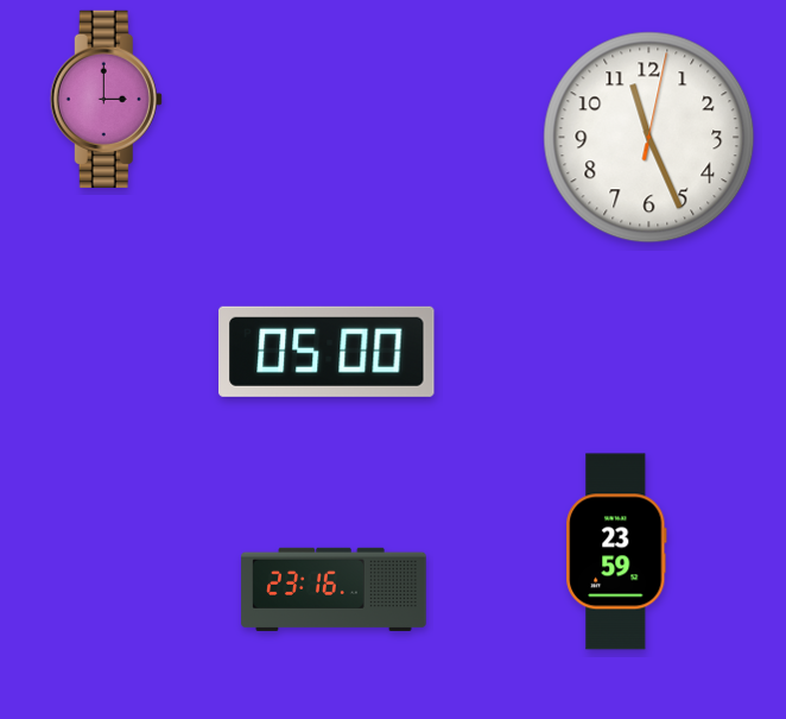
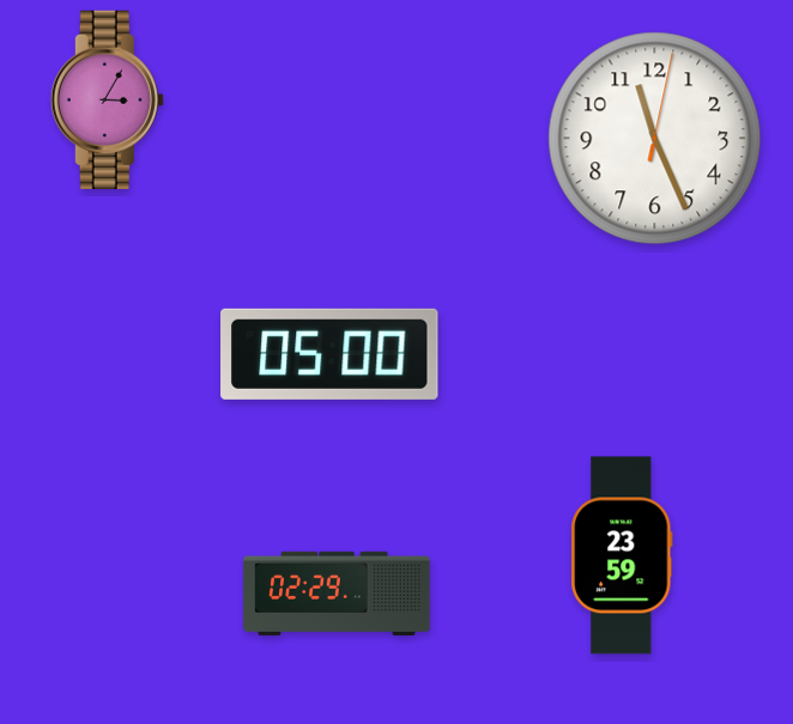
clock at (106, 99): 3:00 -> 3:05
clock at (334, 589): 23:16 -> 02:29
